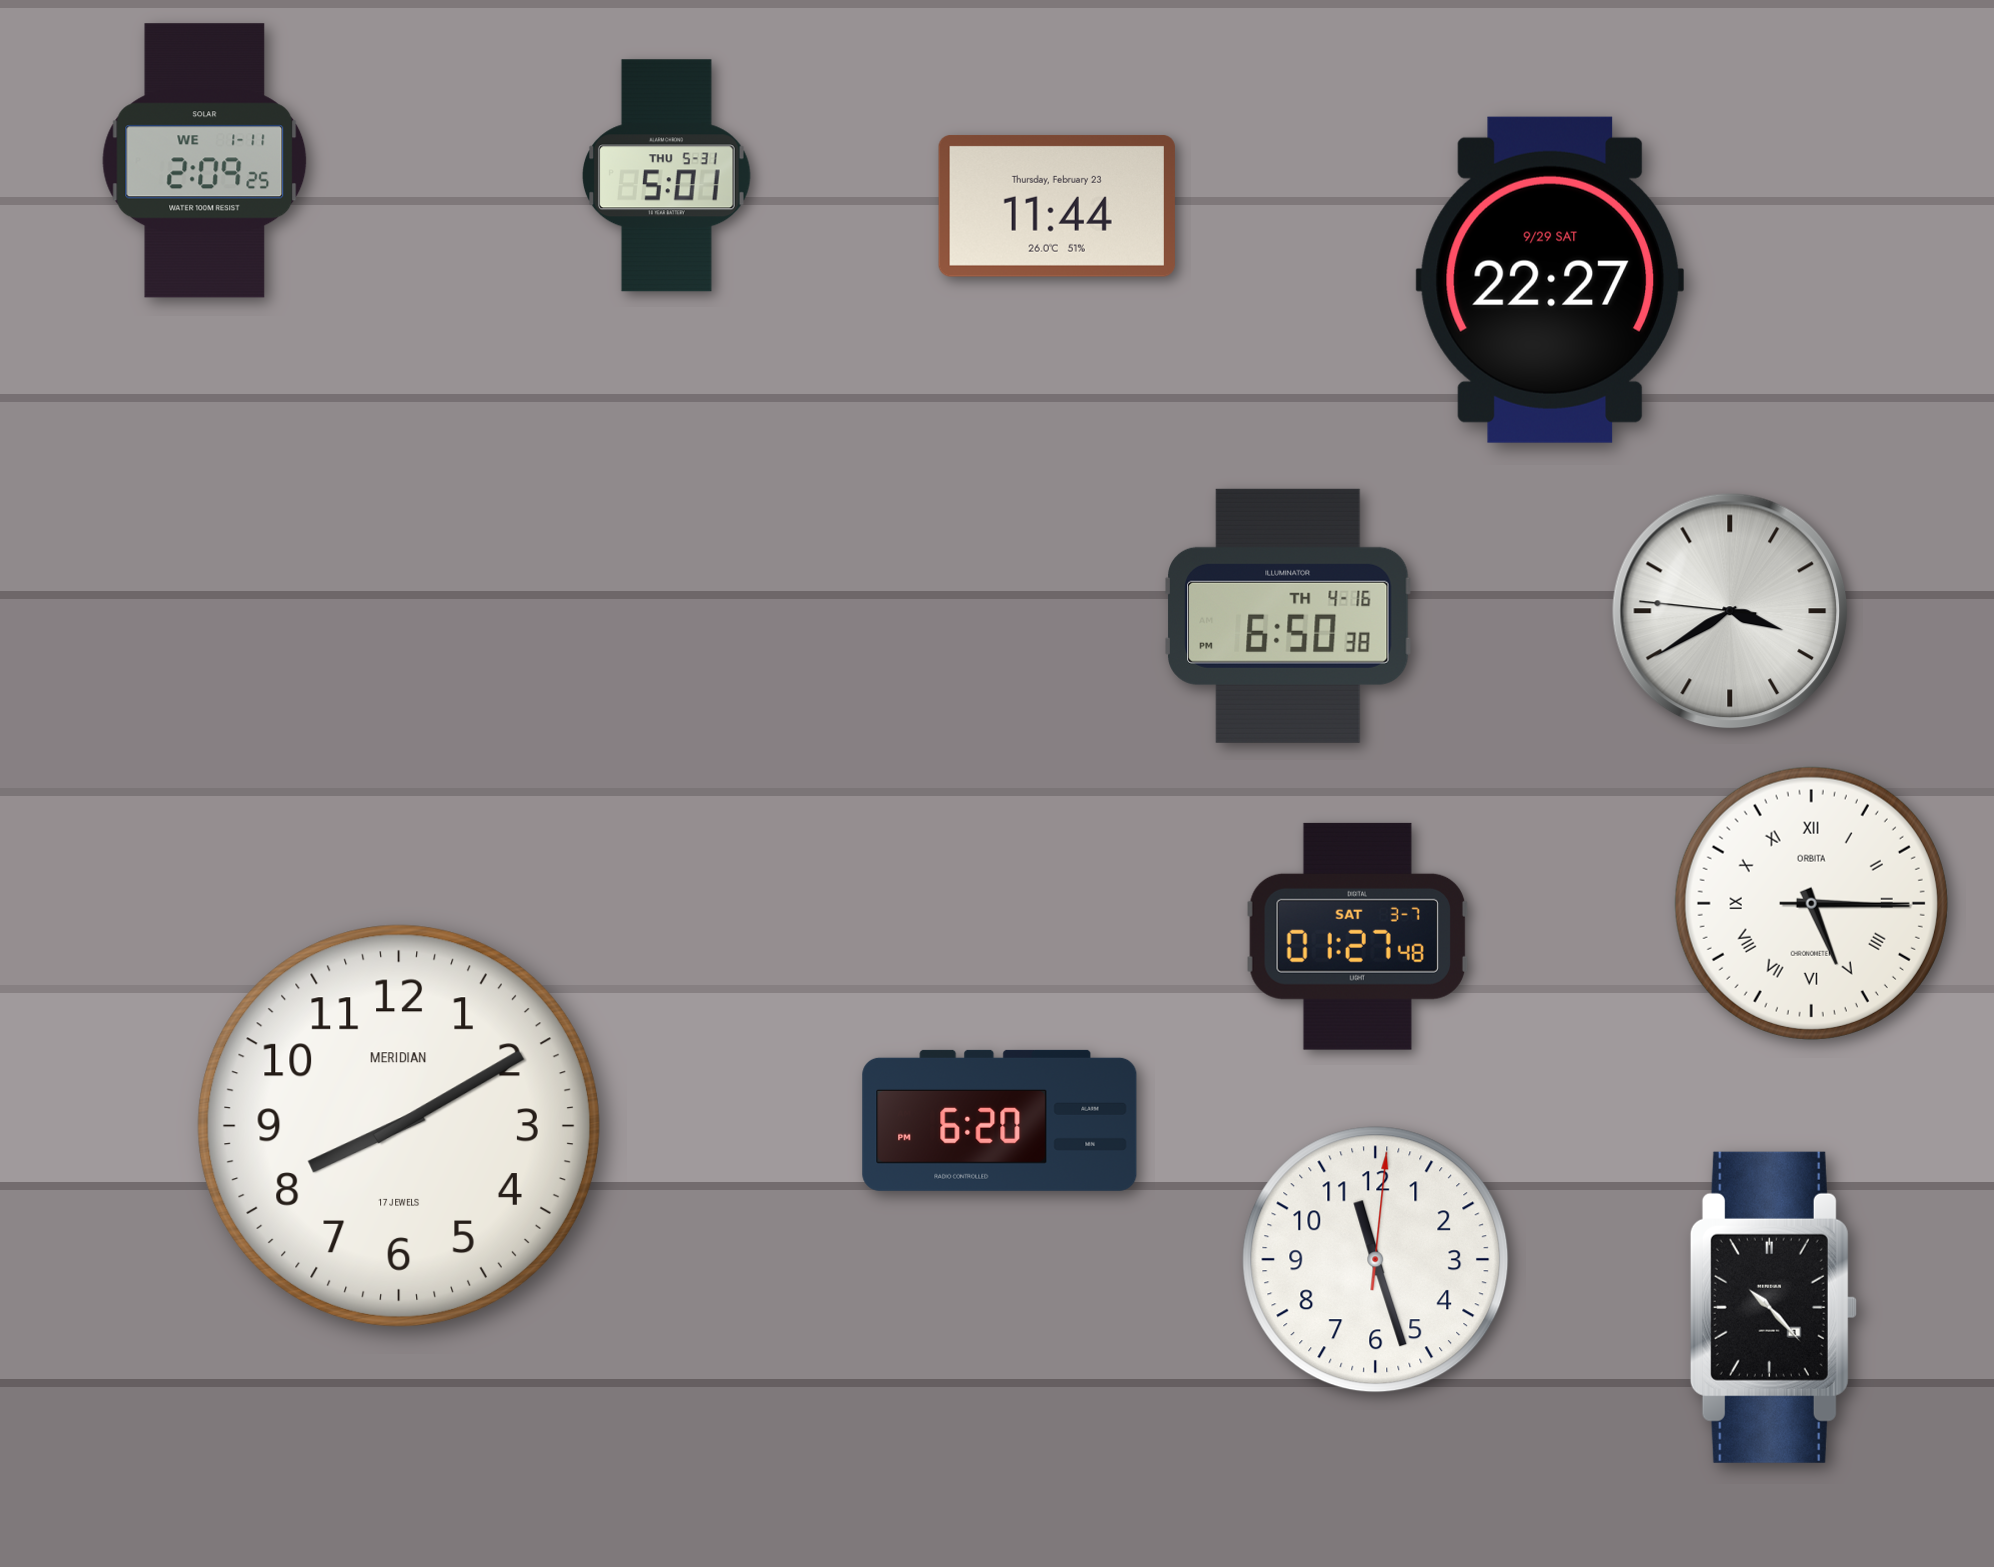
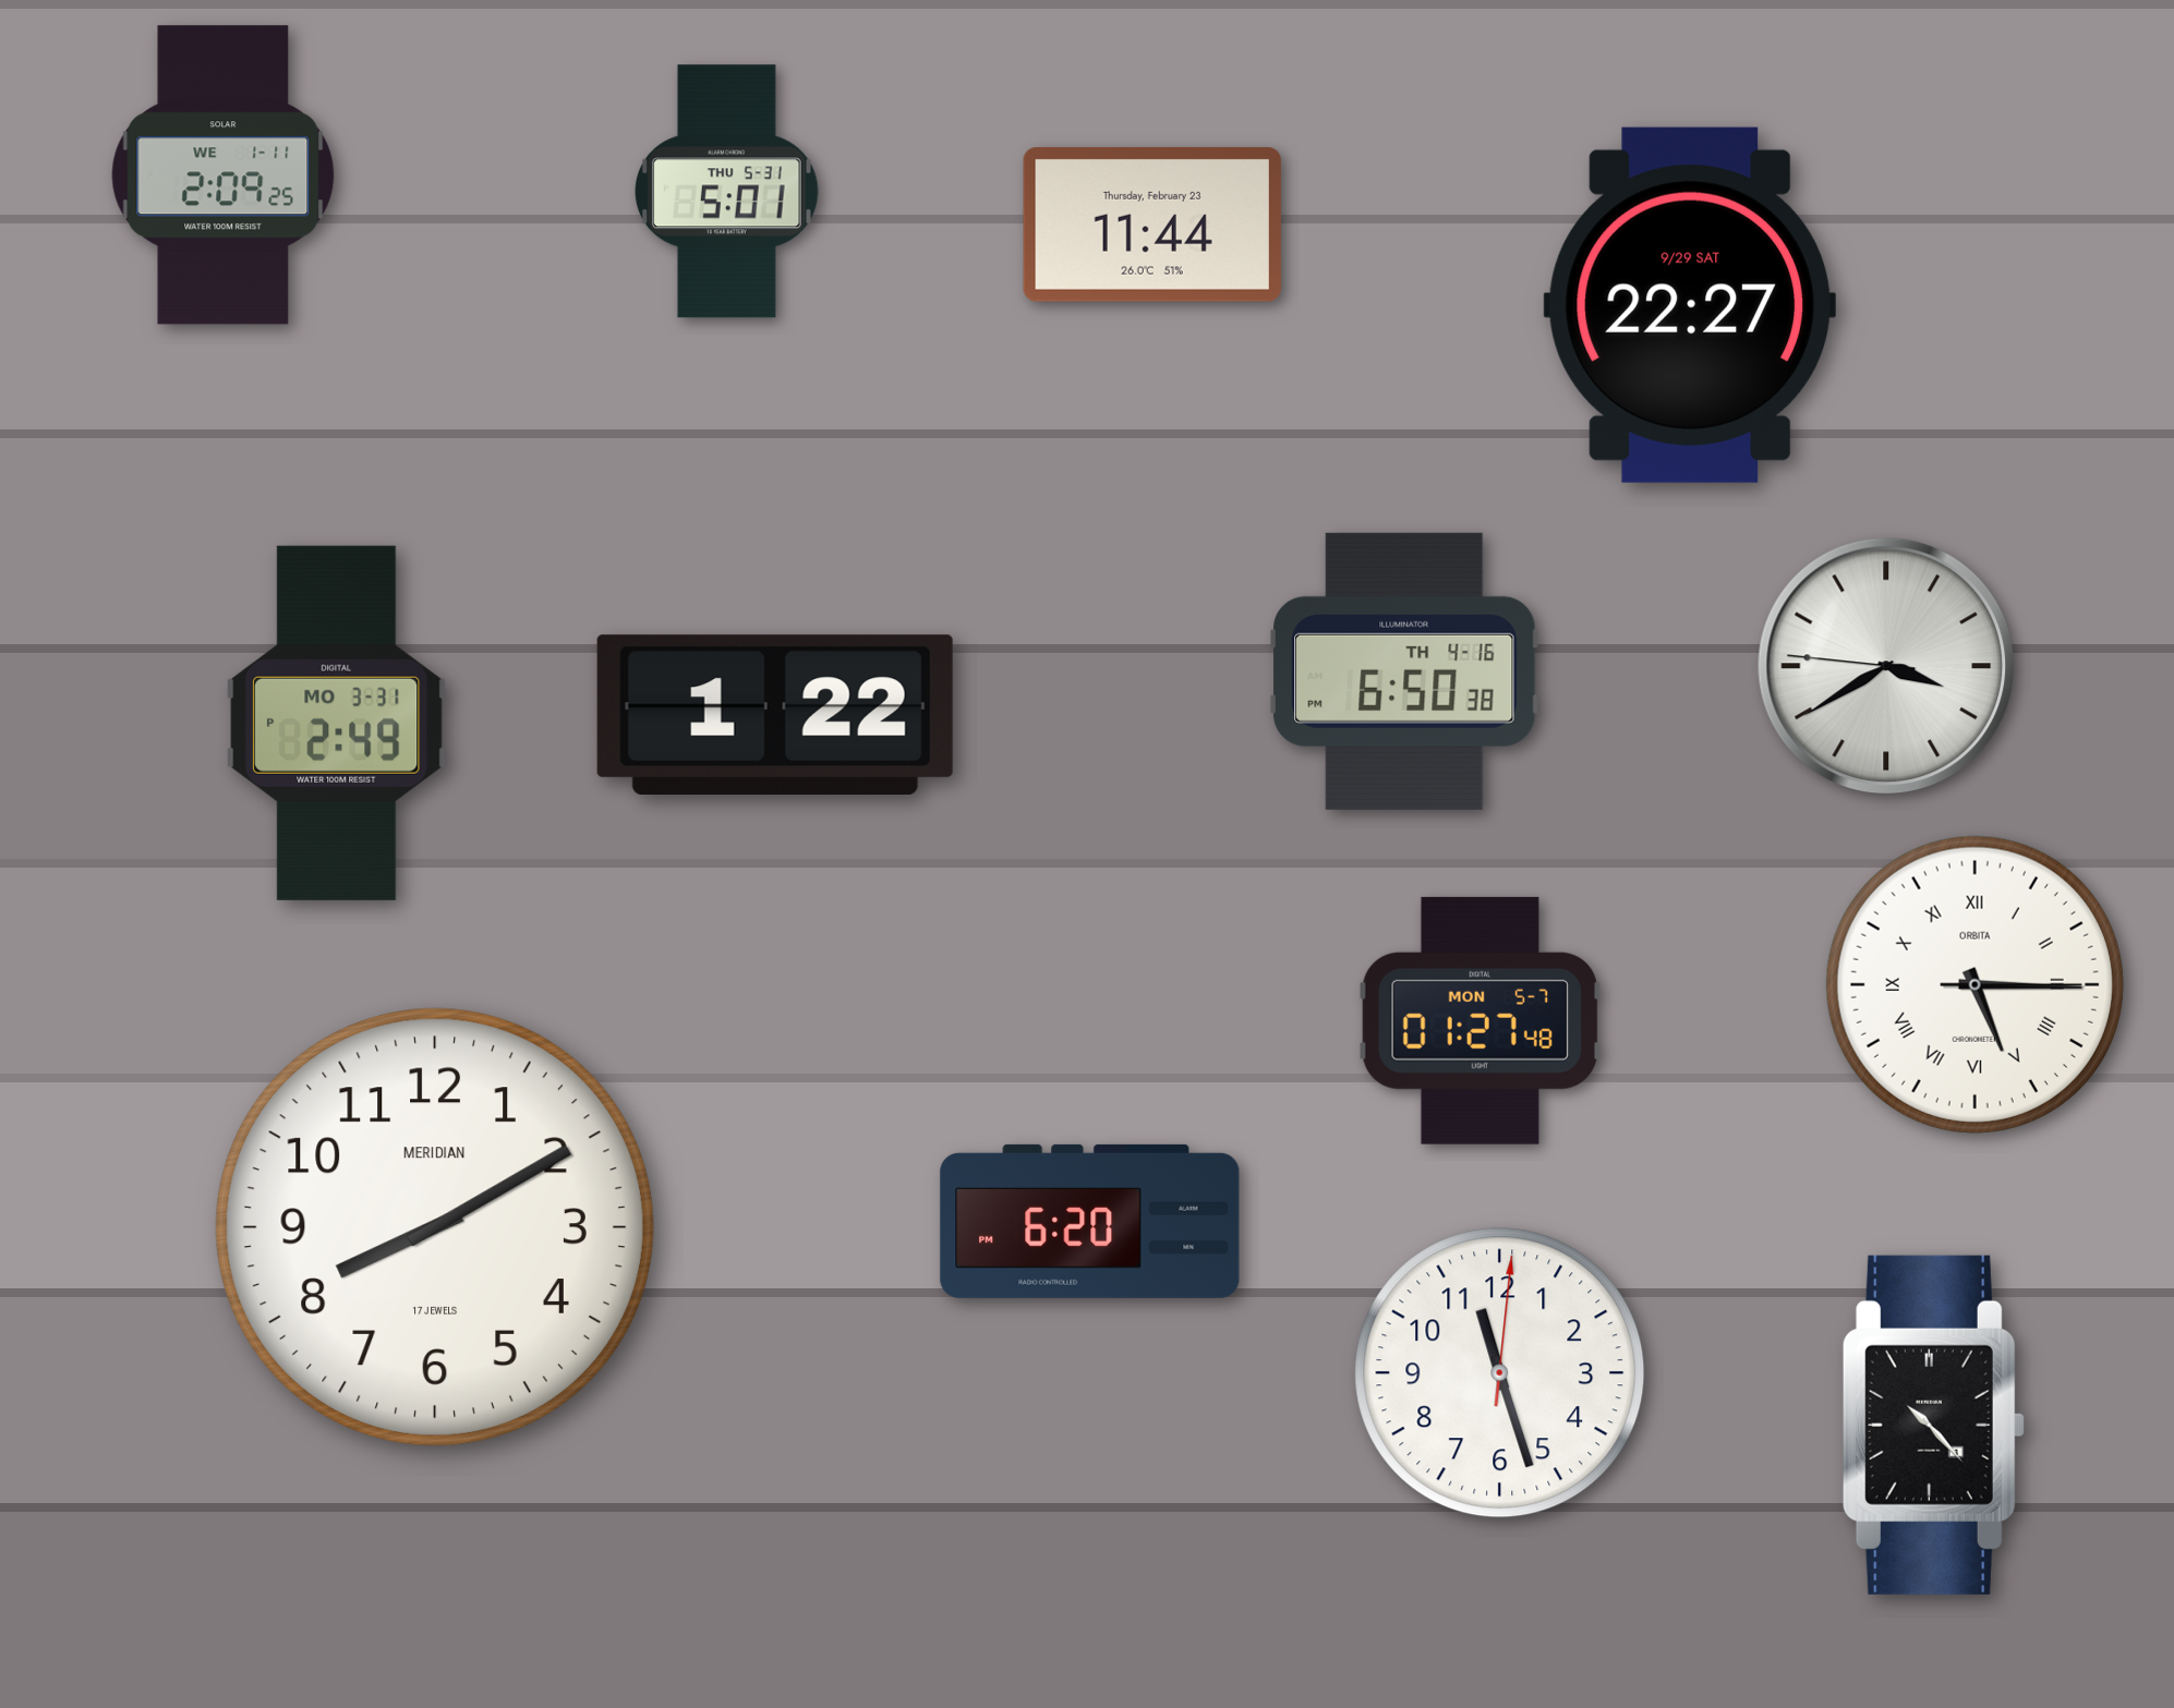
clock at (775, 714): none -> 1:22
clock at (337, 723): none -> 2:49
clock at (1357, 936) date: SAT 3-7 -> MON 5-7
